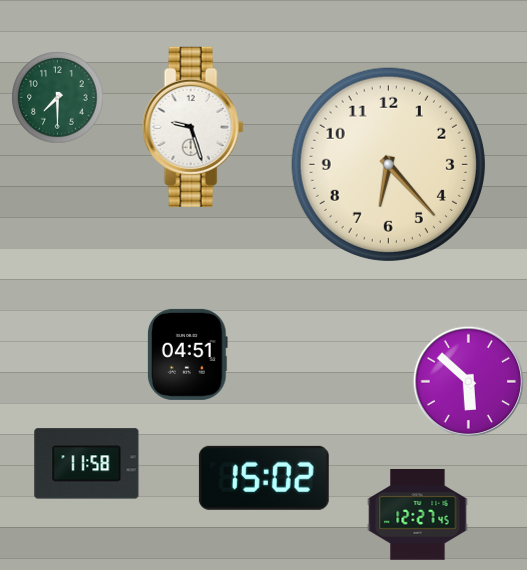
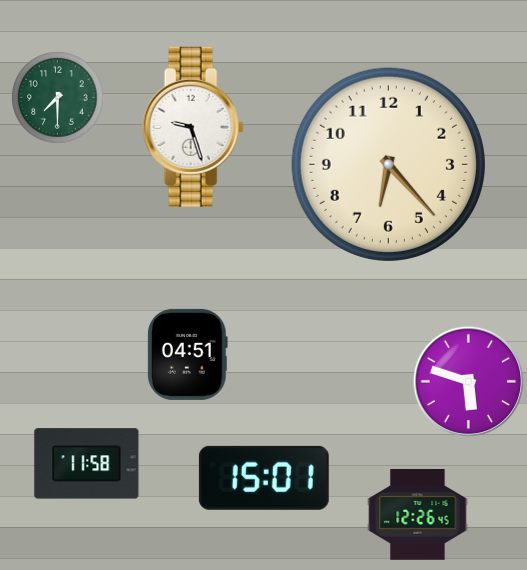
clock at (468, 381): 5:52 -> 5:48
clock at (264, 478): 15:02 -> 15:01
clock at (418, 515): 12:27 -> 12:26
